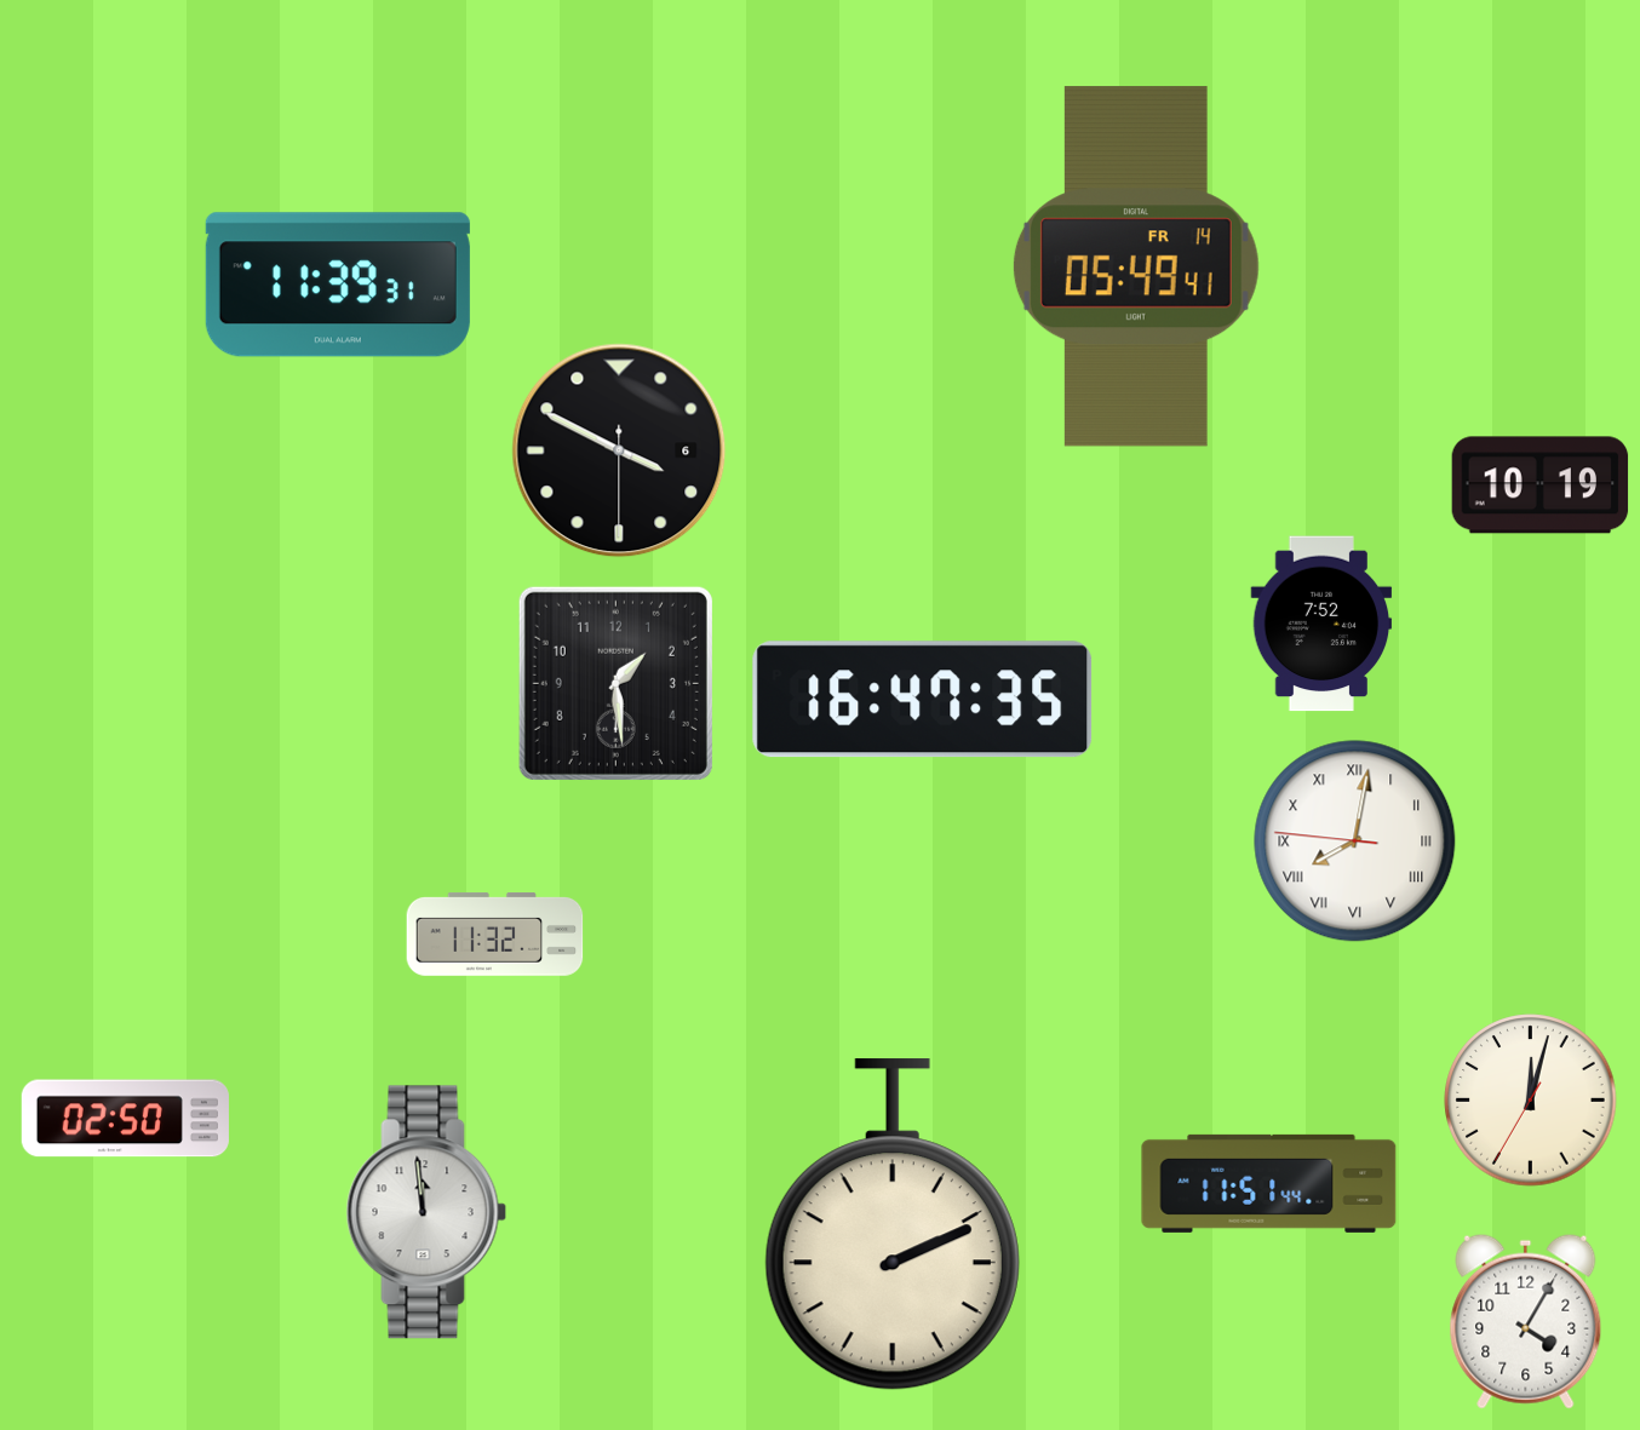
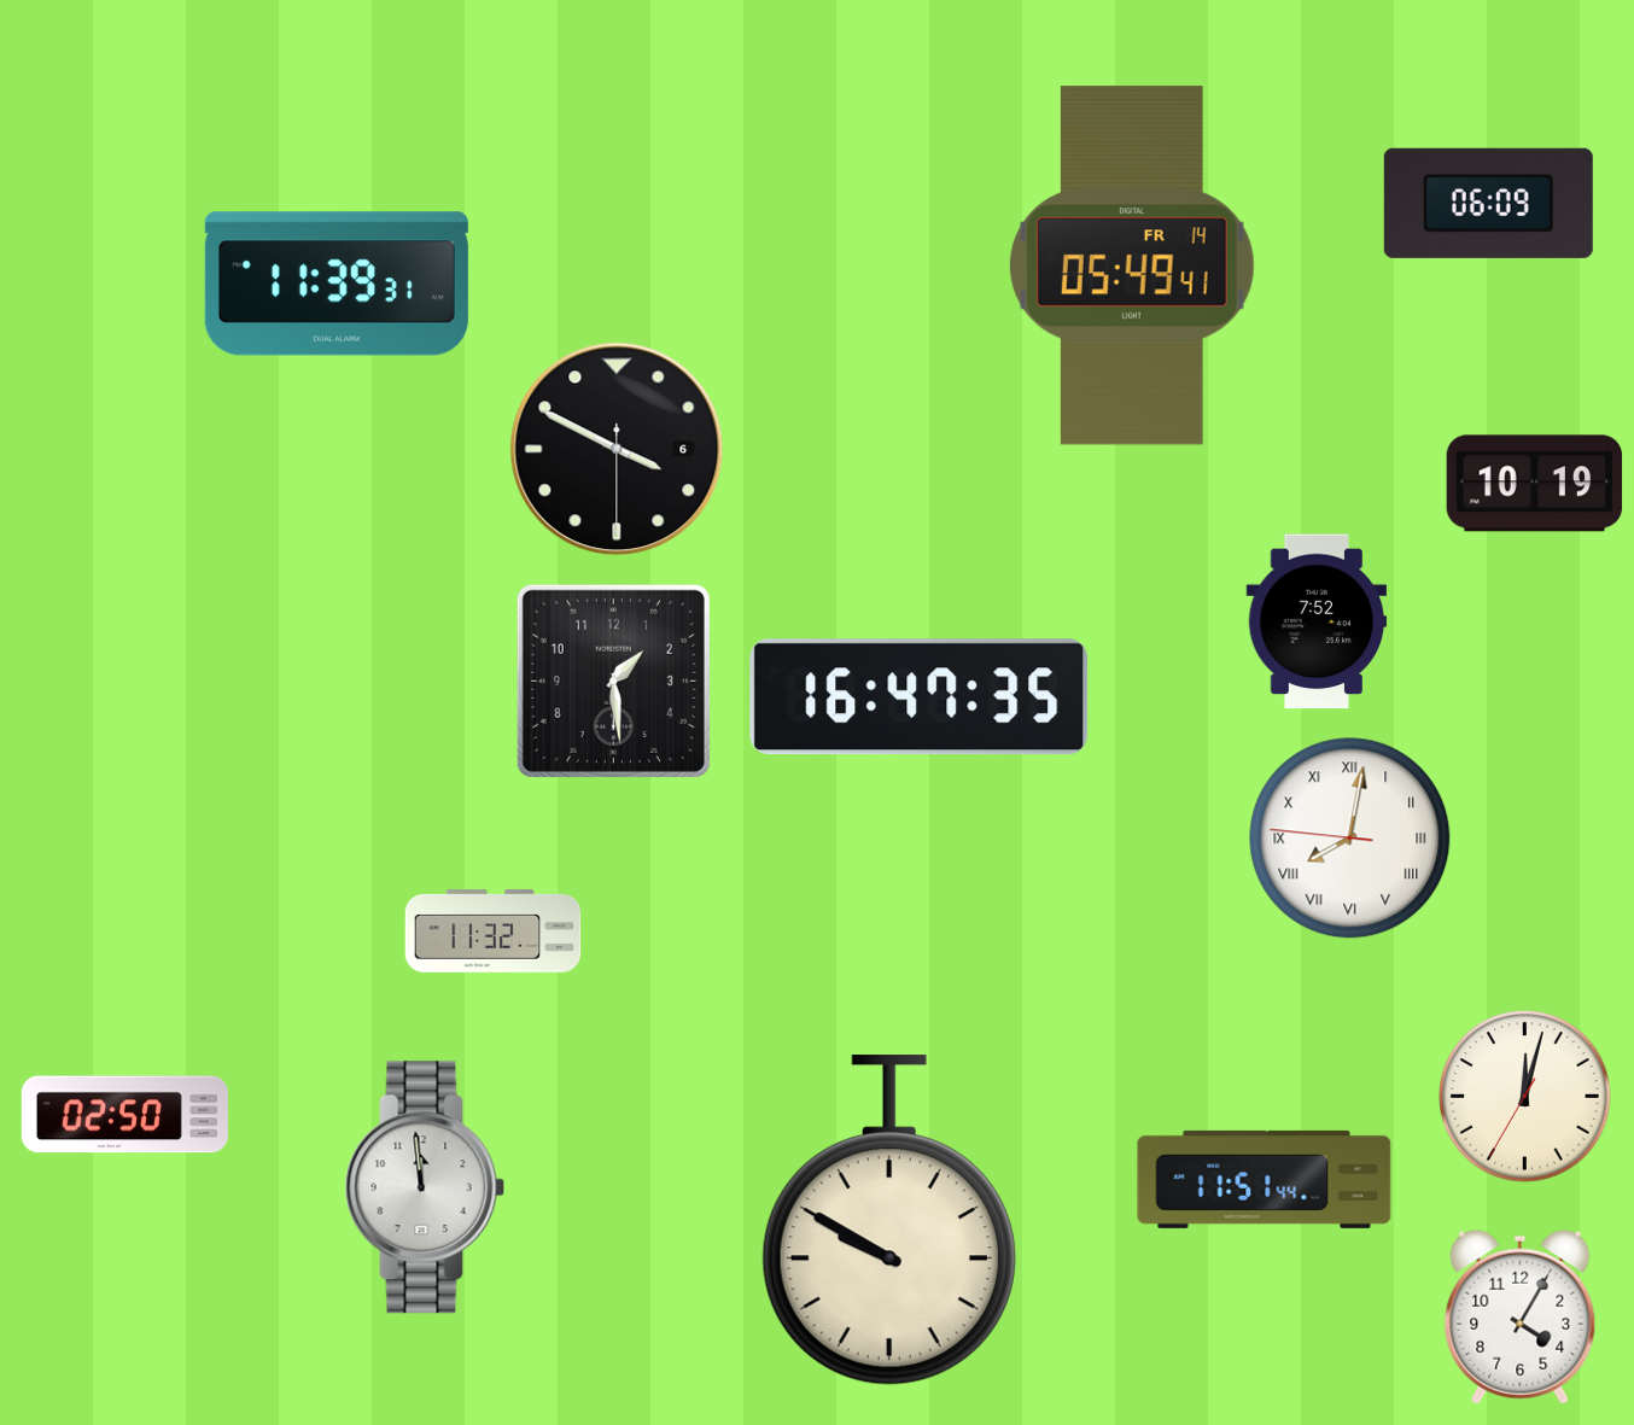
clock at (1488, 203): none -> 06:09
clock at (426, 1212) position: (426, 1212) -> (425, 1187)
clock at (893, 1225): 2:11 -> 9:50
